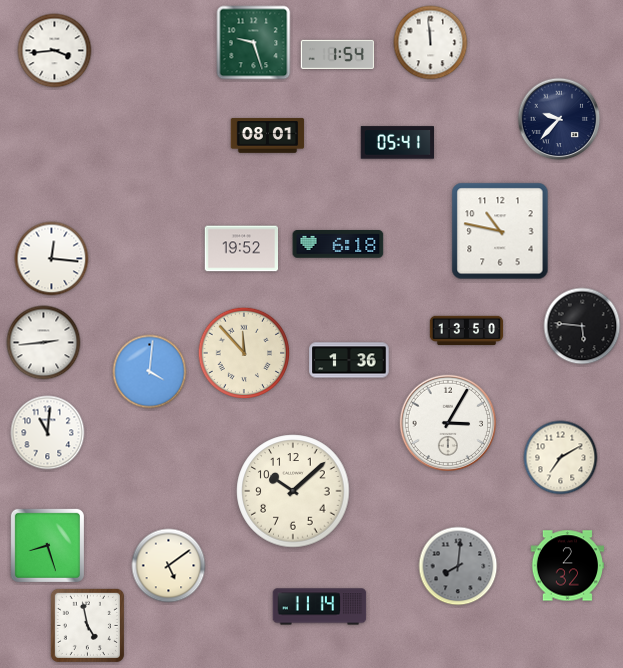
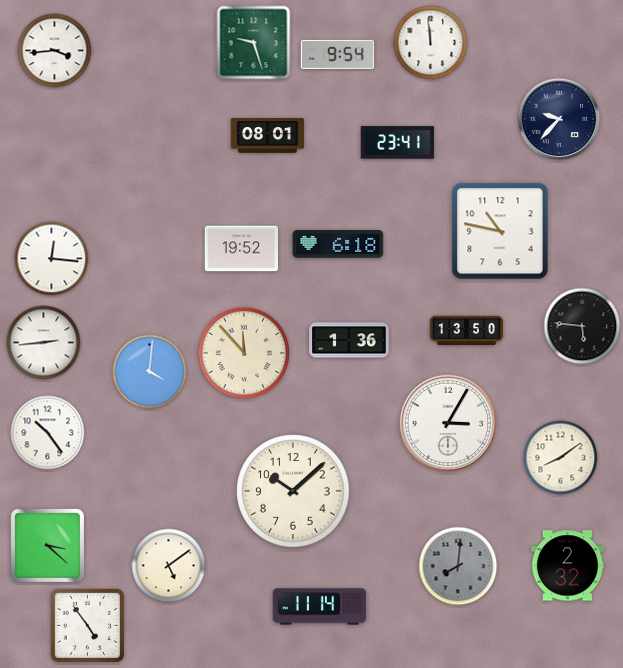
clock at (338, 54): 1:54 -> 9:54
clock at (397, 143): 05:41 -> 23:41
clock at (349, 360) position: (349, 360) -> (349, 340)
clock at (48, 433): 11:01 -> 10:24
clock at (561, 458): 7:10 -> 8:09
clock at (47, 545): 8:27 -> 3:22
clock at (87, 625): 4:58 -> 4:54
